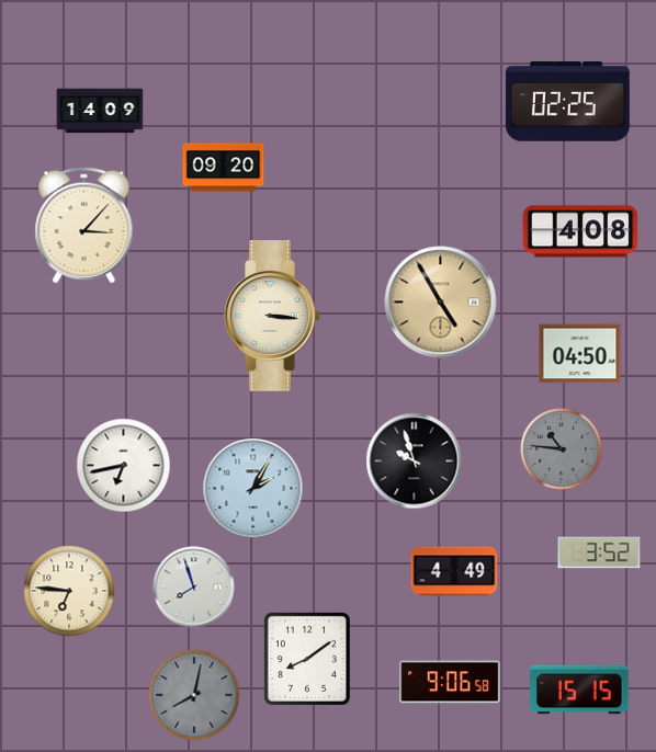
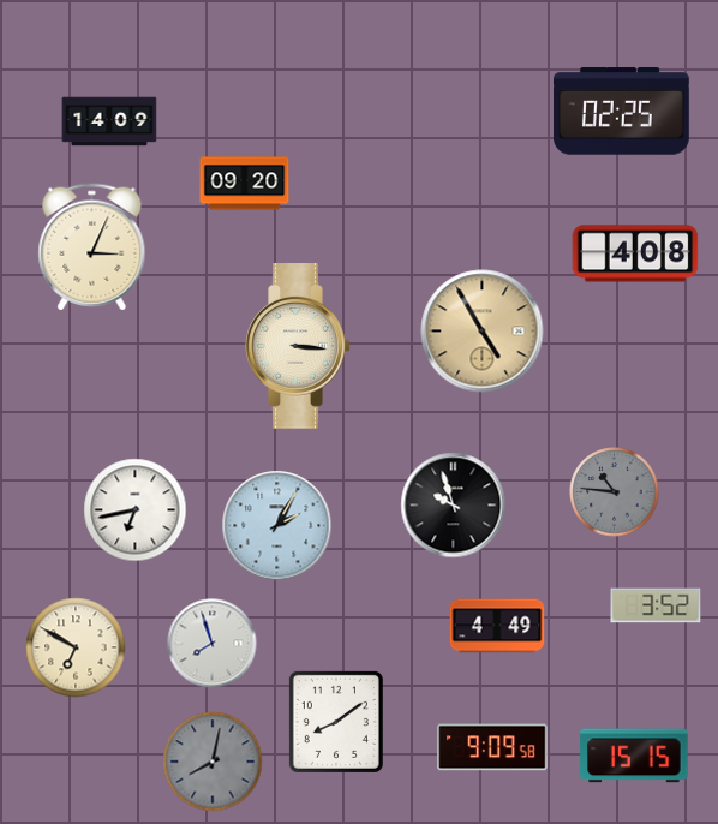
clock at (84, 226): 3:07 -> 3:04
clock at (580, 354): 04:50 -> none
clock at (253, 489) position: (253, 489) -> (277, 526)
clock at (69, 591): 6:46 -> 6:50
clock at (450, 682): 9:06 -> 9:09
